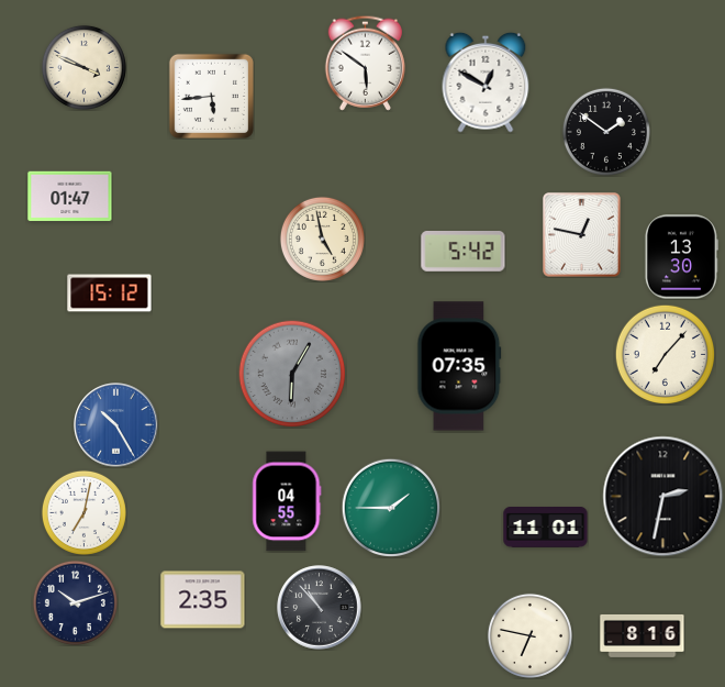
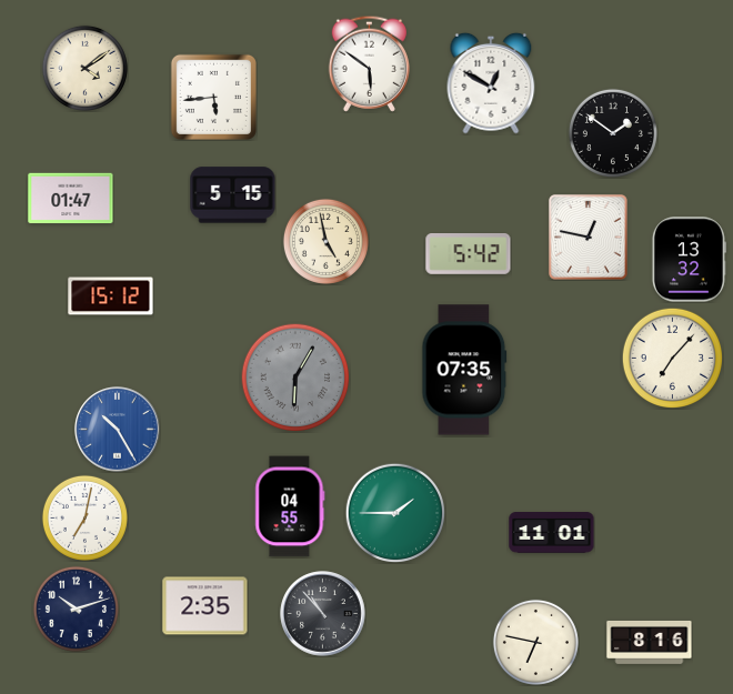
clock at (83, 67): 3:49 -> 4:09
clock at (233, 195): none -> 5:15
clock at (681, 257): 13:30 -> 13:32
clock at (663, 497): 2:32 -> none
